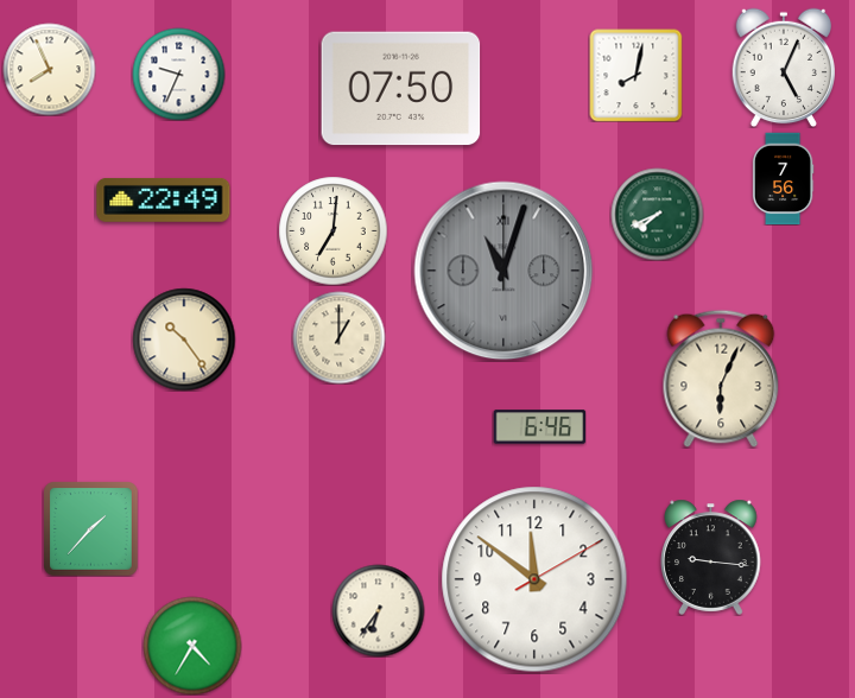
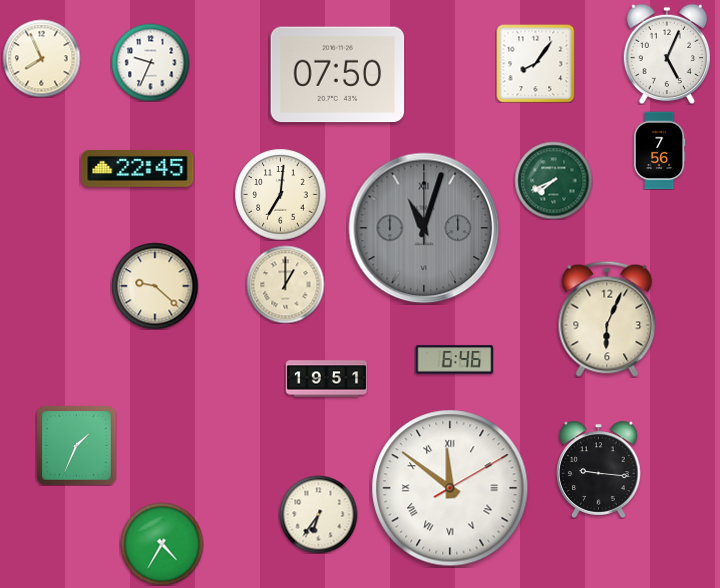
clock at (783, 68) position: (783, 68) -> (666, 54)
clock at (635, 75): 8:02 -> 8:06
clock at (164, 199): 22:49 -> 22:45
clock at (184, 340): 10:24 -> 9:22
clock at (326, 379): none -> 19:51
clock at (90, 528): 1:37 -> 1:34
clock at (534, 579) numerals: Arabic -> Roman
